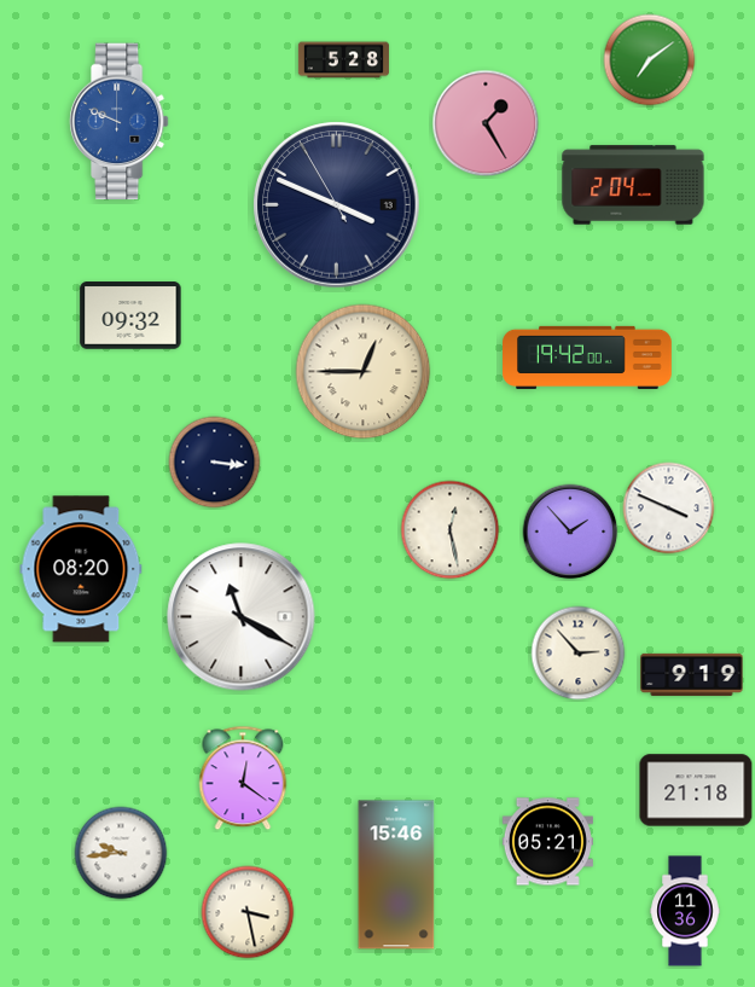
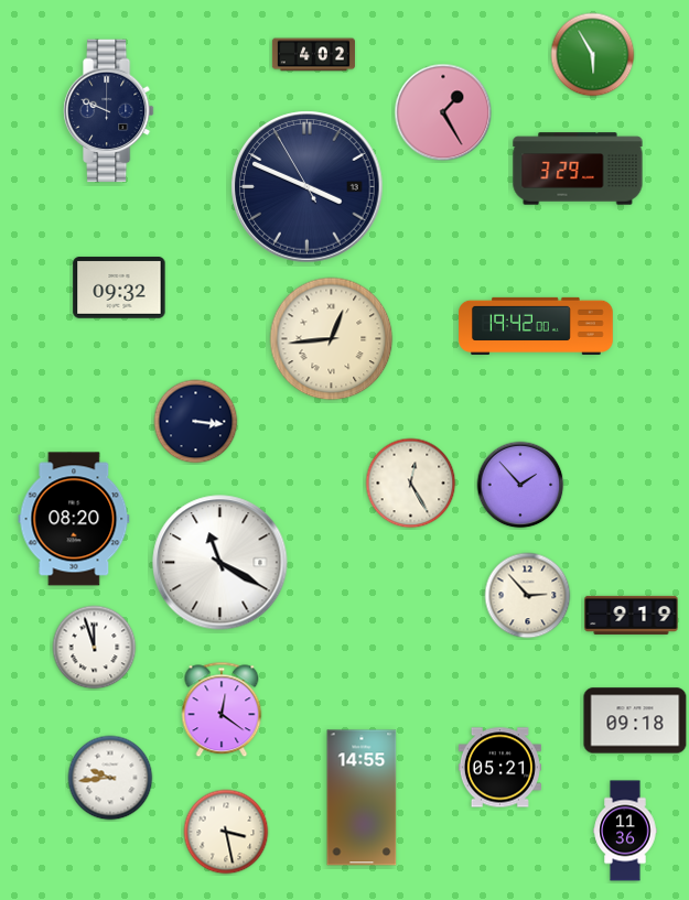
clock at (343, 60): 5:28 -> 4:02
clock at (650, 60): 7:09 -> 5:55
clock at (118, 122) dial: blue -> navy
clock at (633, 185): 2:04 -> 3:29
clock at (364, 372): 12:45 -> 12:44
clock at (669, 509): 3:49 -> none
clock at (451, 530): 12:28 -> 12:25
clock at (95, 648): none -> 11:57
clock at (696, 790): 21:18 -> 09:18
clock at (396, 875): 15:46 -> 14:55
